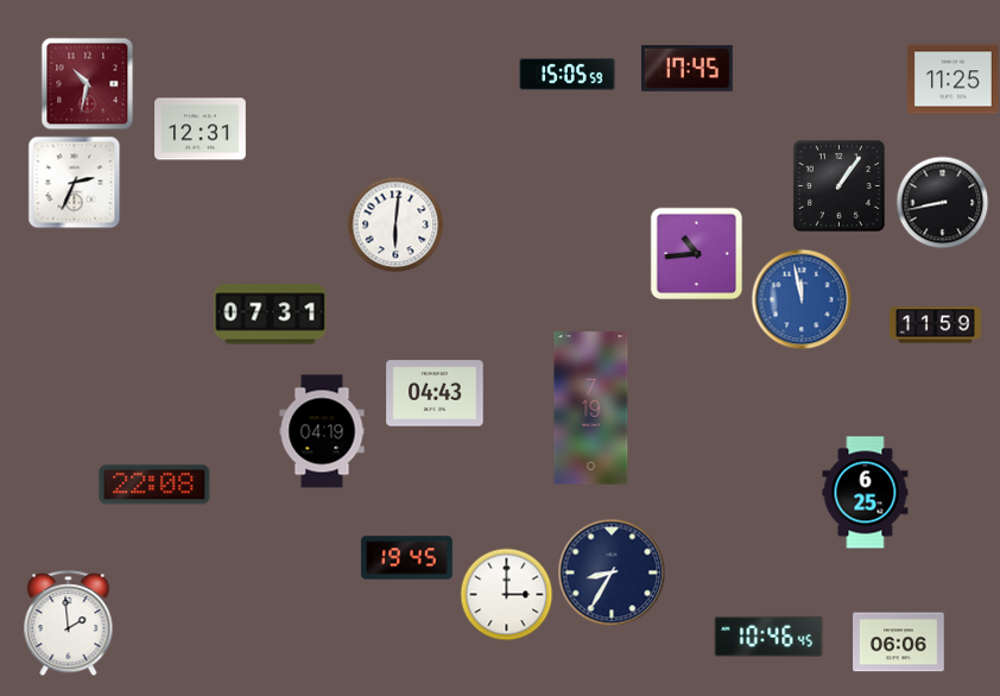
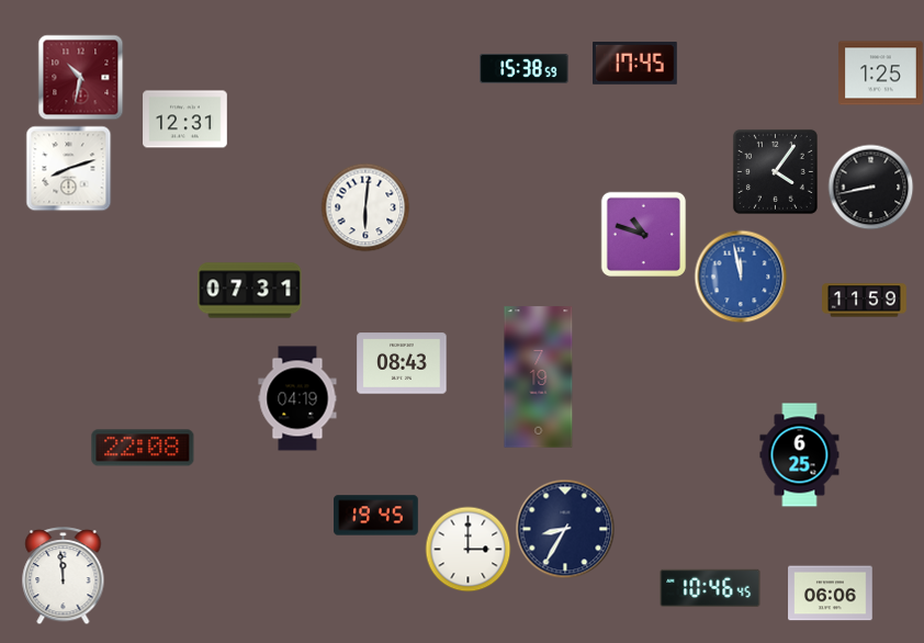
clock at (568, 74): 15:05 -> 15:38
clock at (954, 80): 11:25 -> 1:25
clock at (74, 182): 2:34 -> 8:12
clock at (838, 185): 1:06 -> 4:06
clock at (696, 253): 10:44 -> 10:48
clock at (435, 393): 04:43 -> 08:43
clock at (591, 409) position: (591, 409) -> (539, 377)
clock at (69, 624): 1:59 -> 11:59
